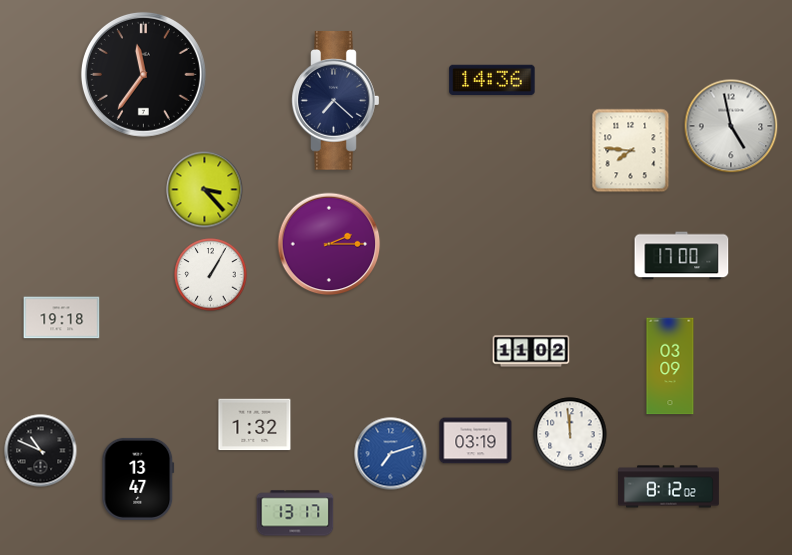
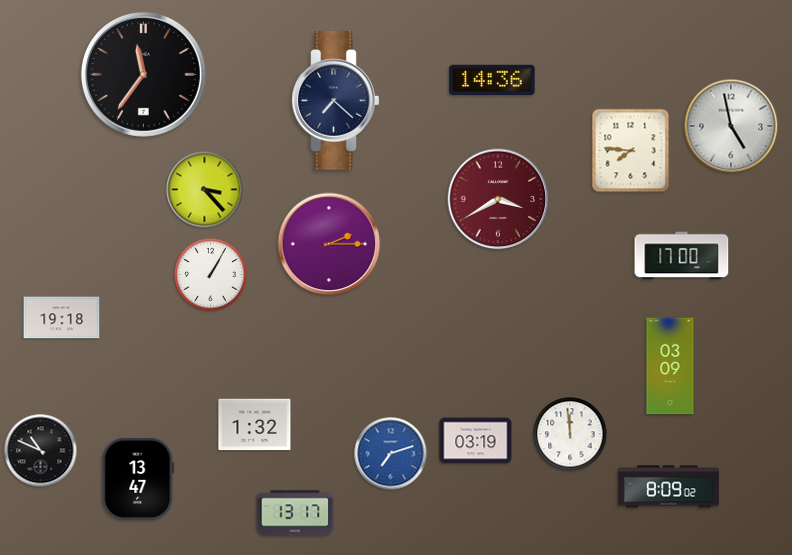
clock at (498, 199): none -> 3:40
clock at (531, 351): 11:02 -> none
clock at (669, 487): 8:12 -> 8:09
